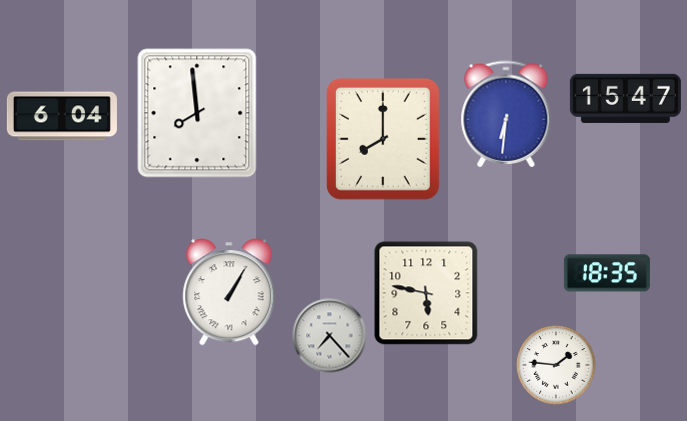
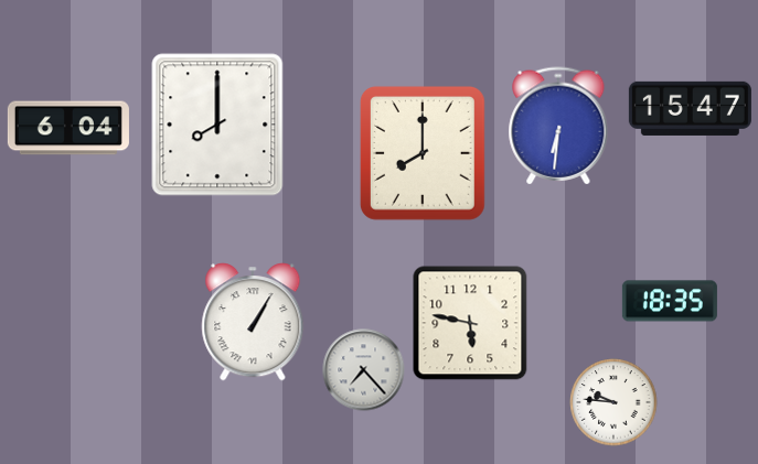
clock at (197, 113): 7:59 -> 8:00
clock at (556, 365): 1:46 -> 9:46
